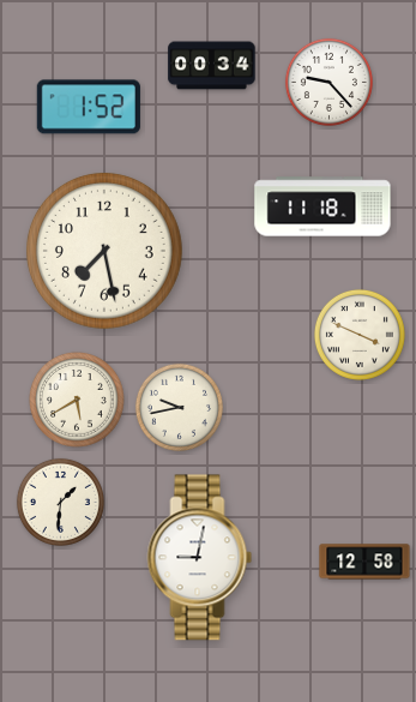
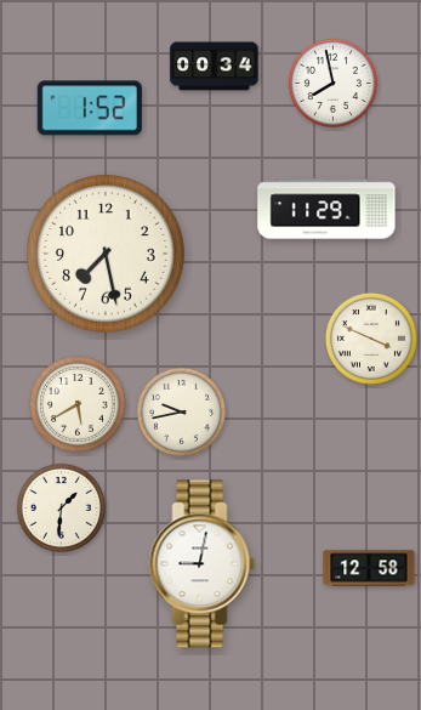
clock at (328, 82): 9:23 -> 7:58
clock at (322, 206): 11:18 -> 11:29
clock at (360, 335) position: (360, 335) -> (371, 339)
